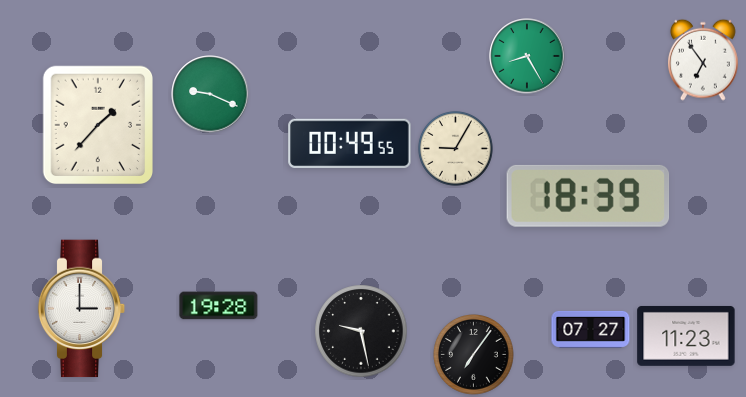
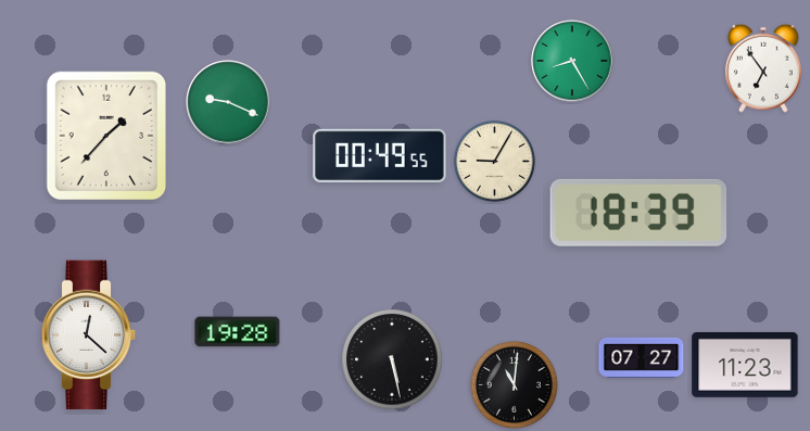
clock at (703, 60) position: (703, 60) -> (763, 68)
clock at (82, 309): 3:00 -> 12:22
clock at (361, 331): 9:28 -> 5:28
clock at (474, 355): 7:06 -> 11:01
